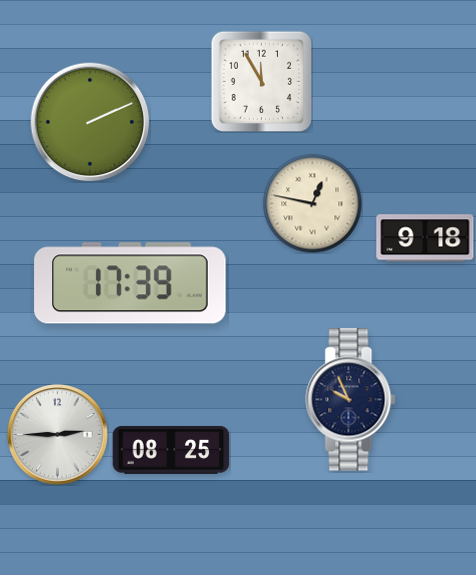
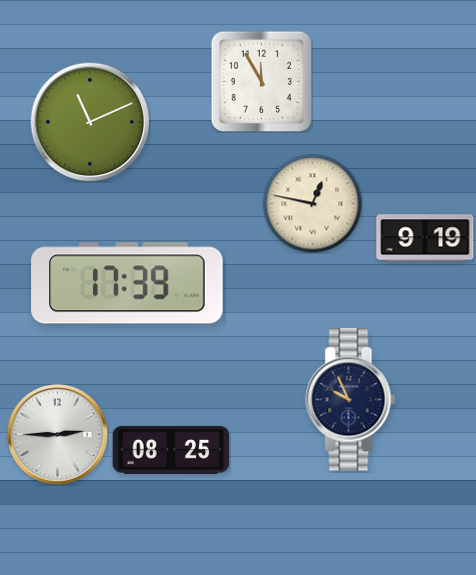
clock at (90, 122): 2:11 -> 11:11
clock at (425, 238): 9:18 -> 9:19
clock at (130, 283) position: (130, 283) -> (127, 283)
